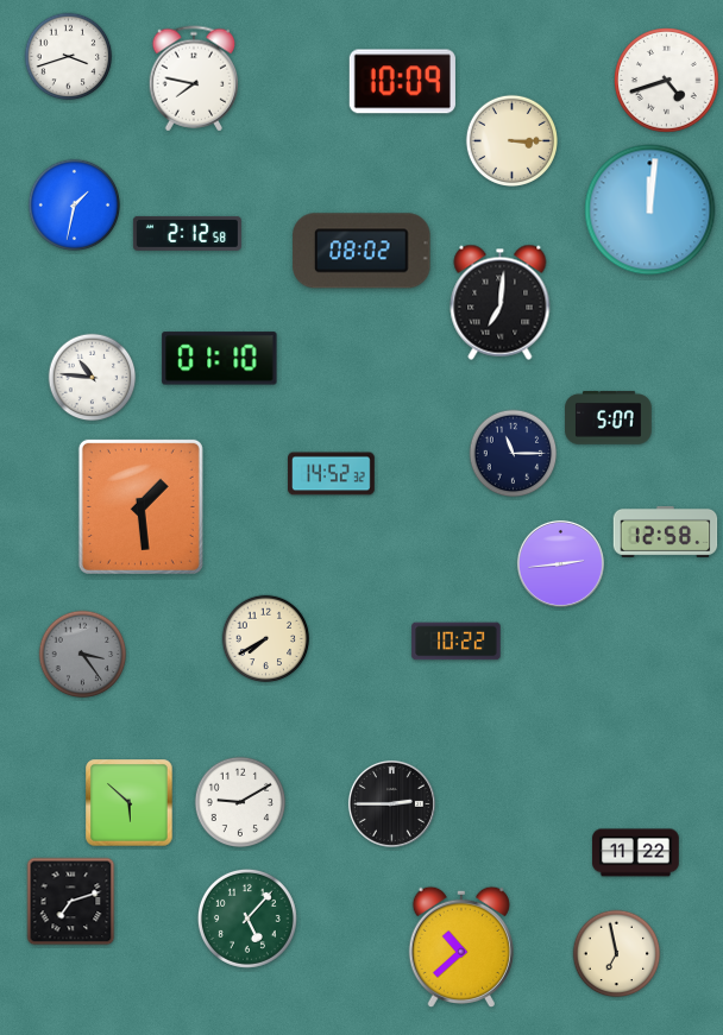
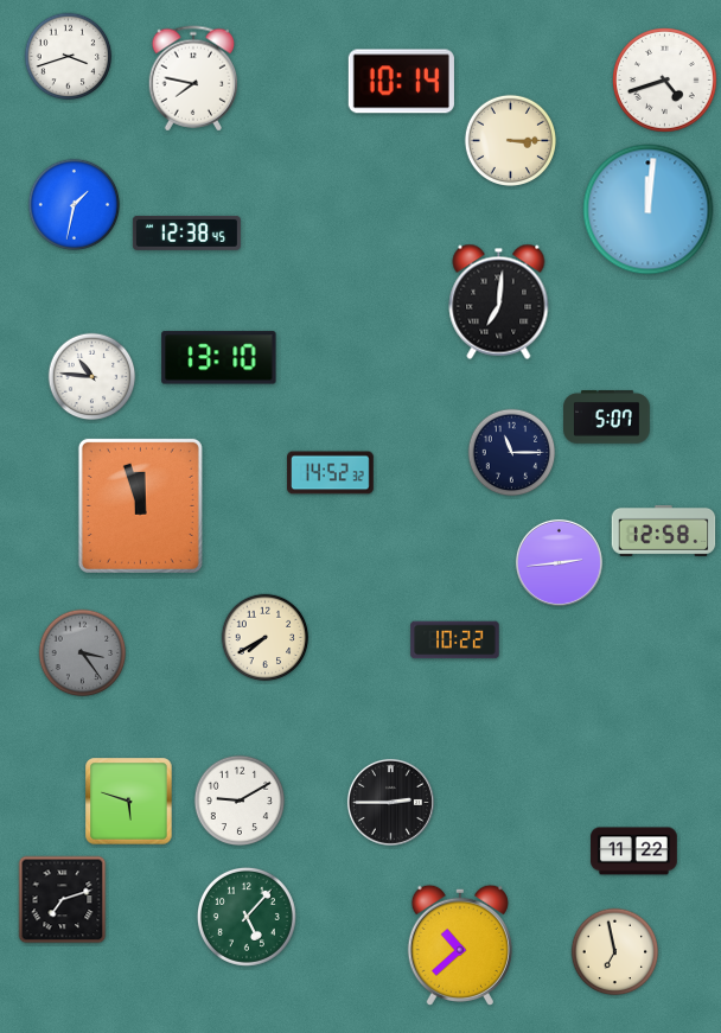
clock at (402, 82): 10:09 -> 10:14
clock at (187, 233): 2:12 -> 12:38
clock at (361, 251): 08:02 -> none
clock at (220, 359): 01:10 -> 13:10
clock at (140, 506): 1:29 -> 11:57
clock at (130, 803): 5:52 -> 5:48
clock at (71, 902) position: (71, 902) -> (63, 900)
